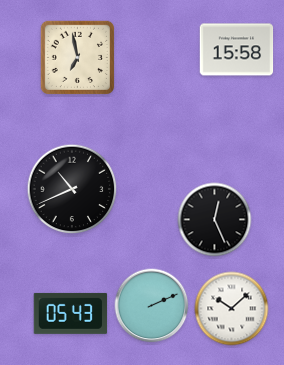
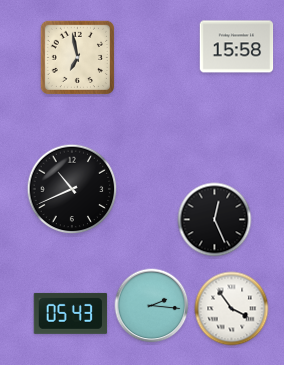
clock at (237, 50) position: (237, 50) -> (237, 47)
clock at (152, 306): 2:11 -> 2:16
clock at (232, 309): 10:08 -> 3:54
